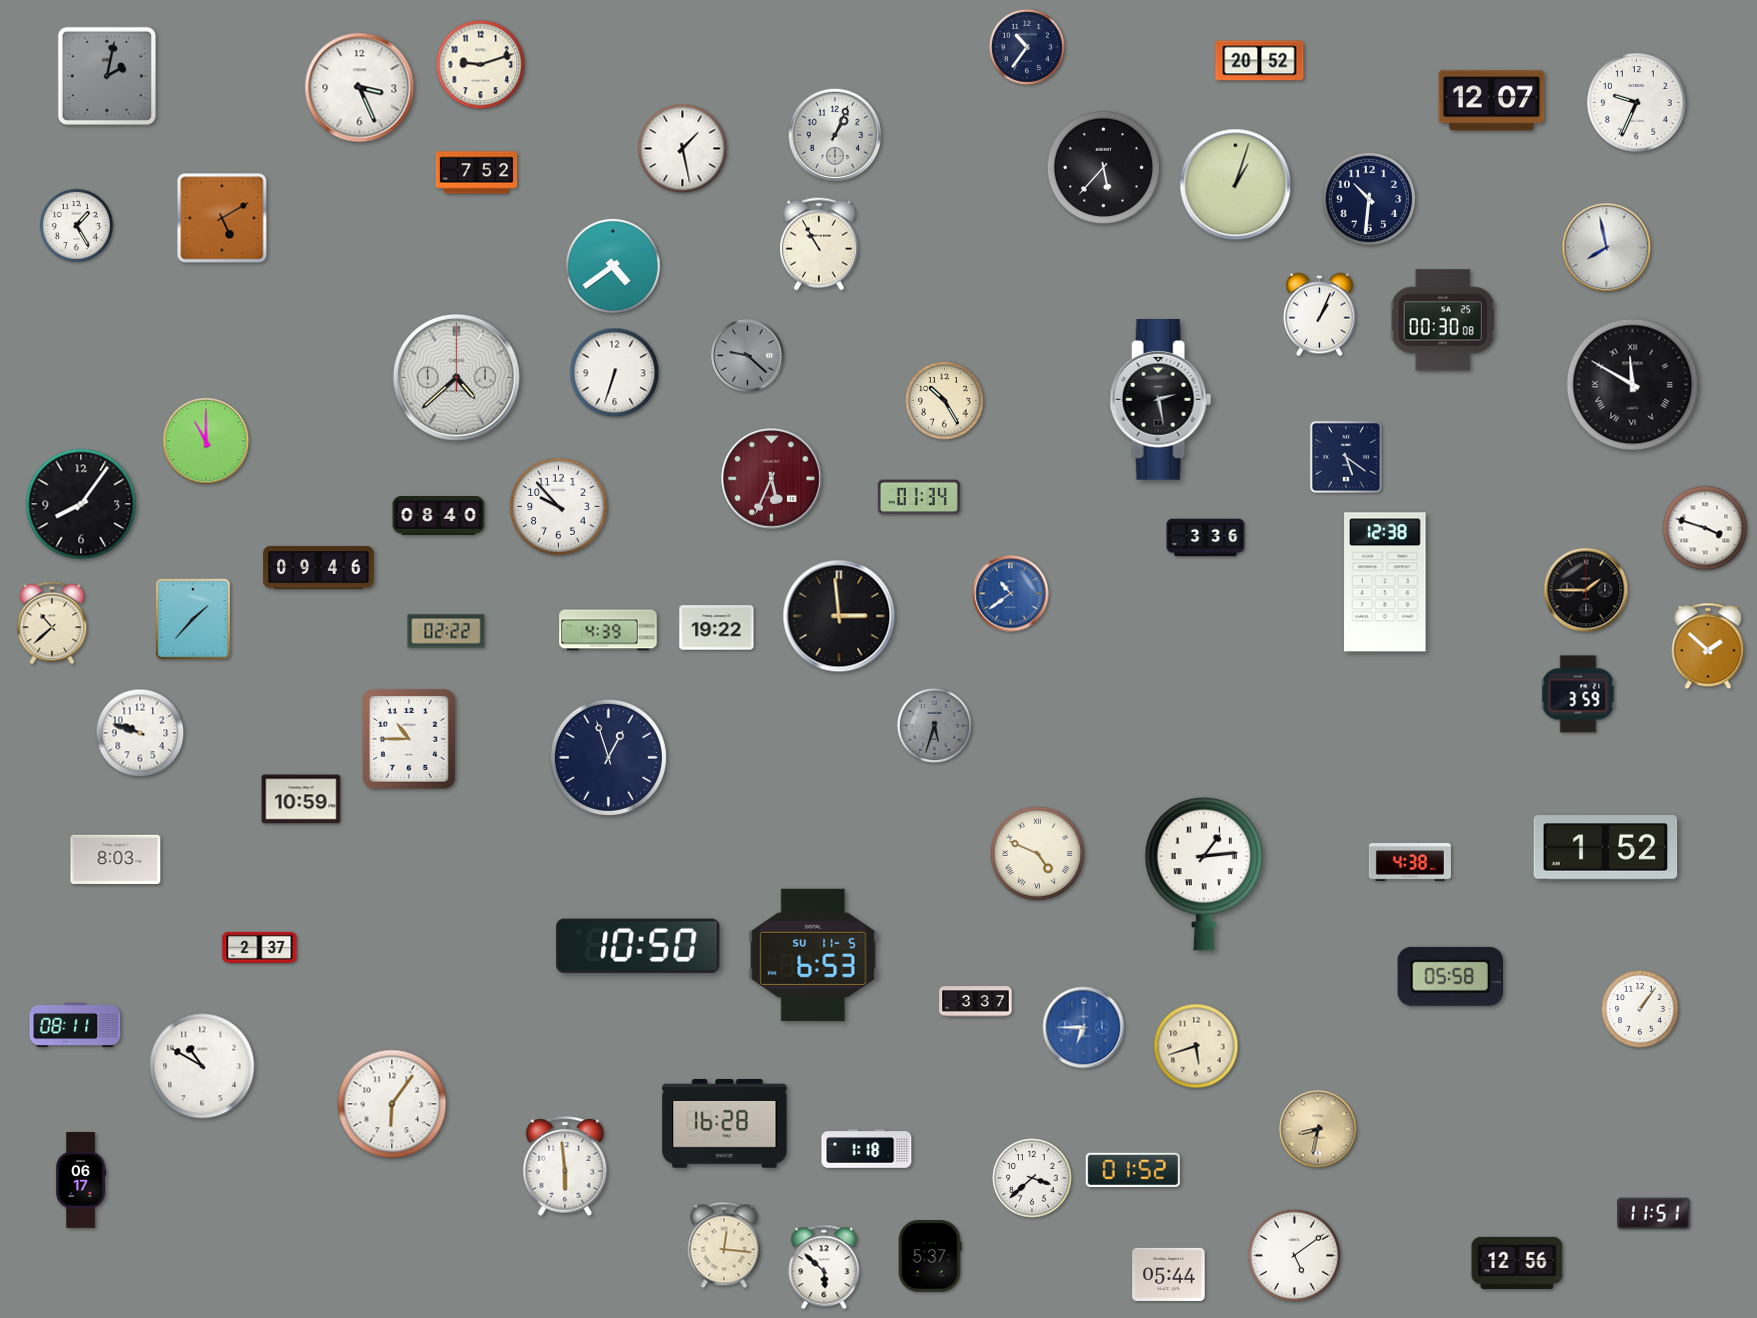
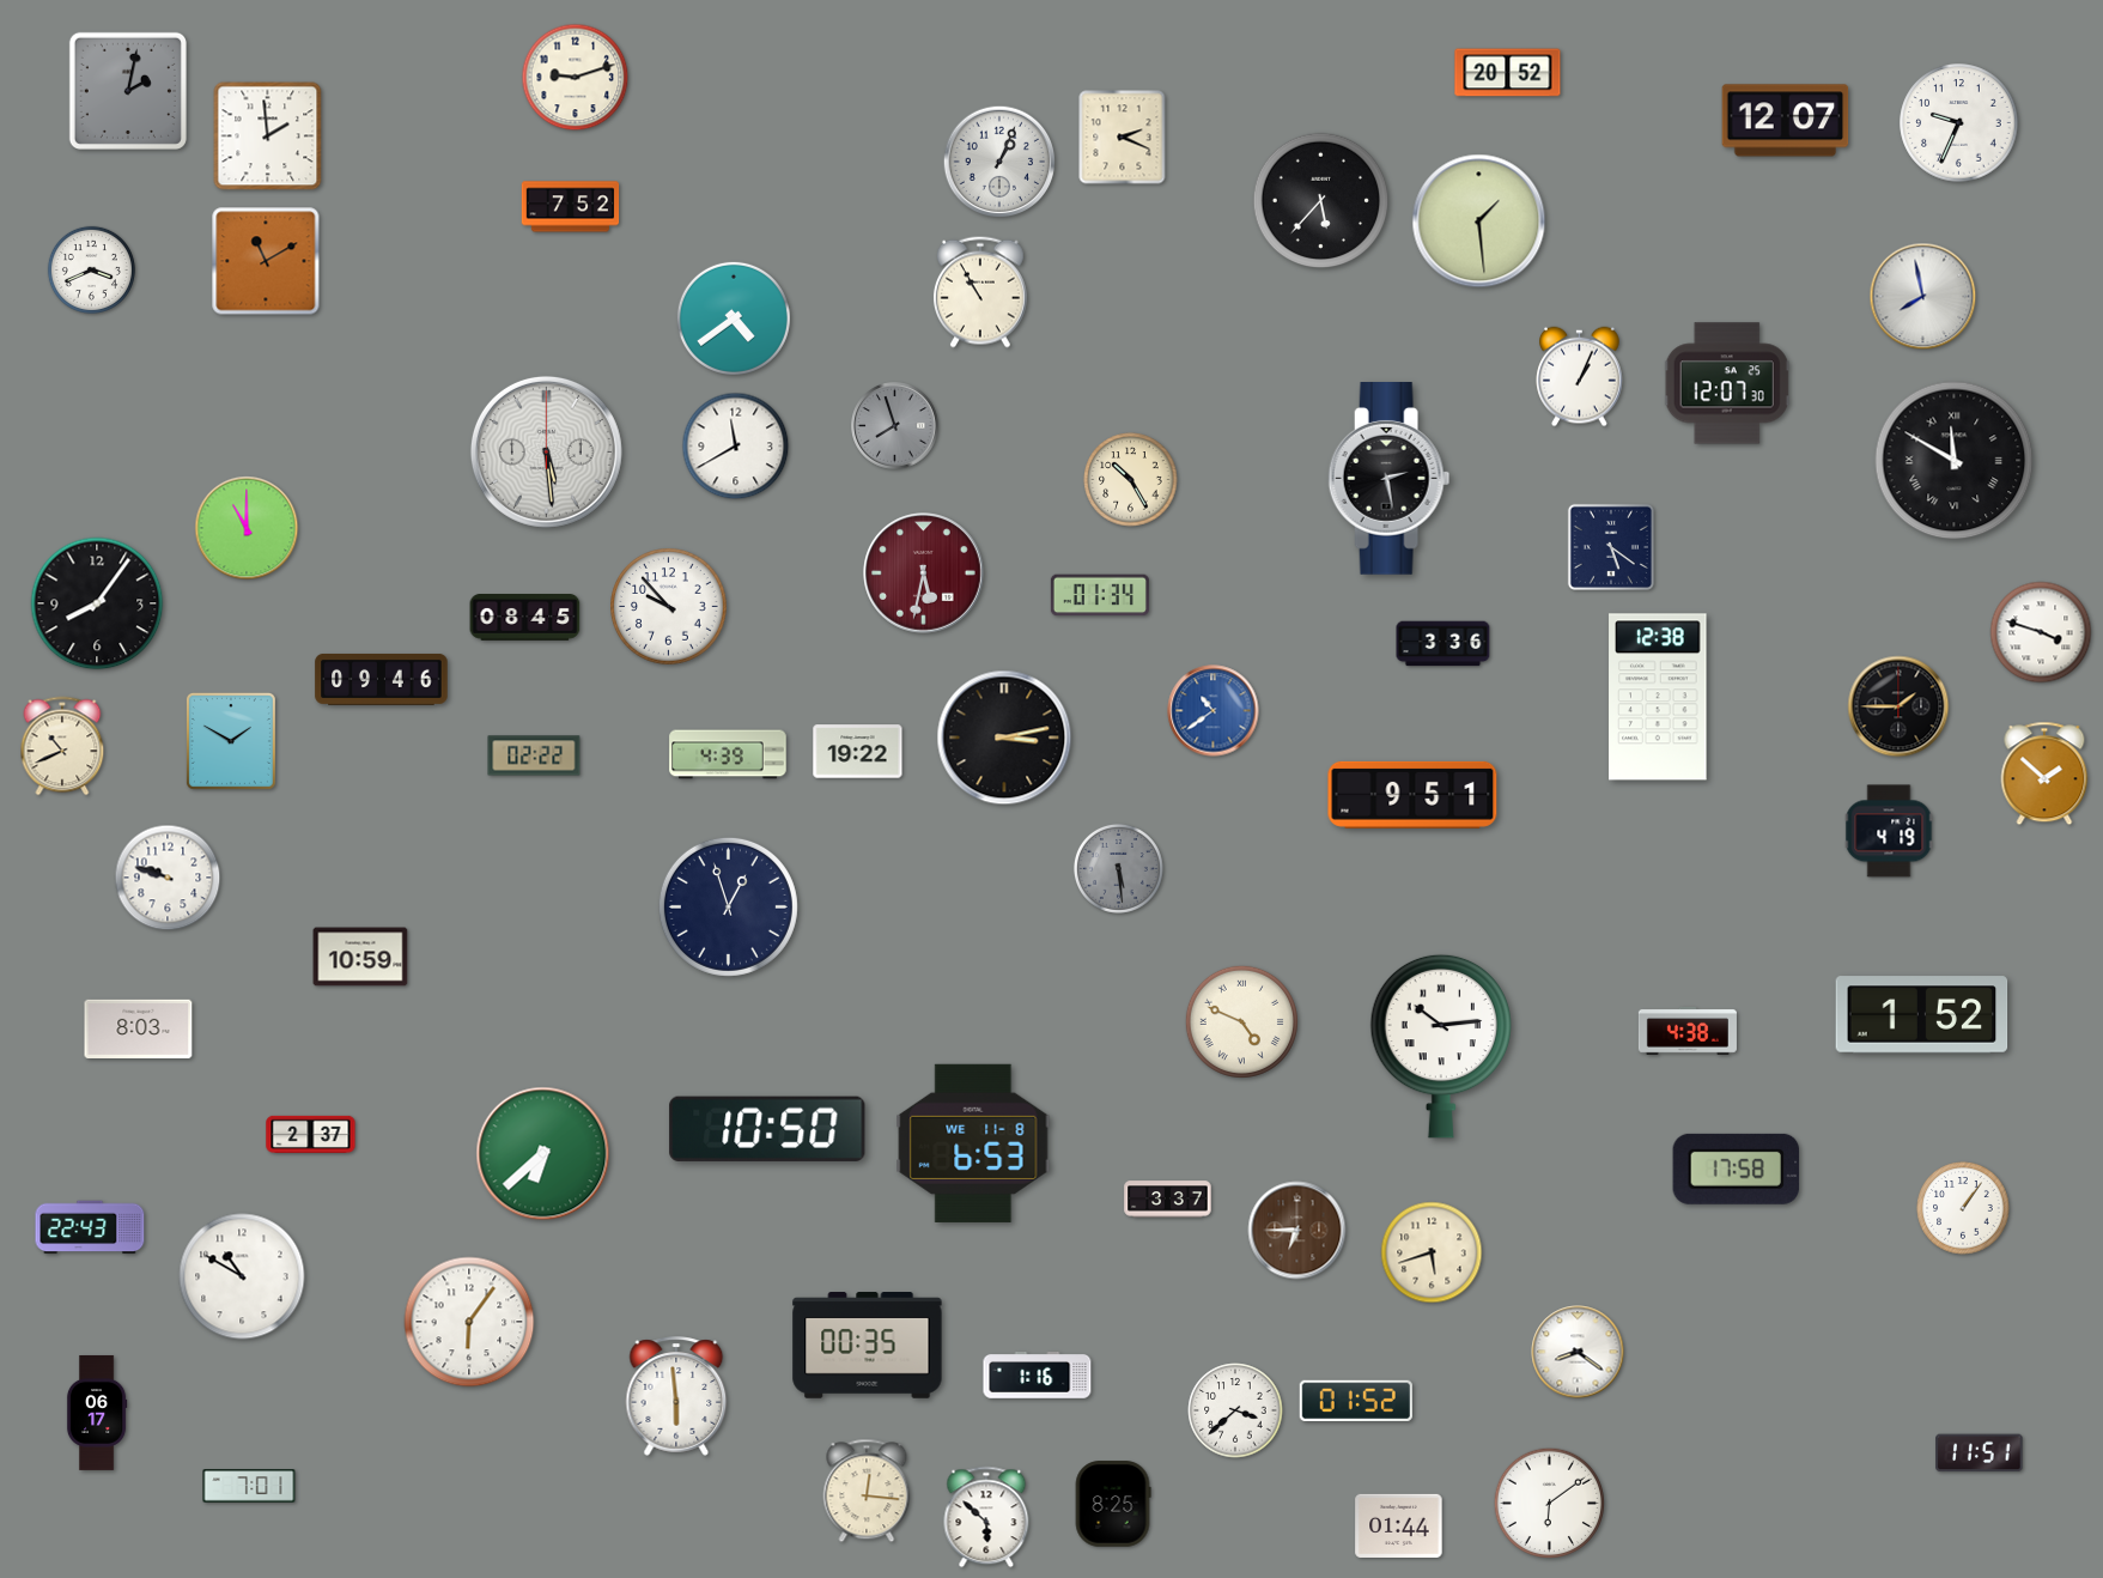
clock at (1028, 48): 10:36 -> none
clock at (360, 88): 3:26 -> none
clock at (268, 136): none -> 1:59
clock at (1123, 138): none -> 2:19
clock at (683, 149): 1:28 -> none
clock at (1236, 185): 1:03 -> 1:29
clock at (1368, 198): 10:31 -> none
clock at (222, 218): 5:10 -> 11:10
clock at (76, 225): 1:25 -> 3:41
clock at (1443, 320): 00:30 -> 12:07
clock at (748, 356): 9:22 -> 7:57
clock at (615, 373): 6:33 -> 11:40
clock at (456, 377): 4:38 -> 5:29
clock at (772, 479): 5:34 -> 5:32
clock at (439, 516): 08:40 -> 08:45
clock at (1011, 594) position: (1011, 594) -> (1214, 711)
clock at (839, 616): 2:59 -> 3:13
clock at (193, 619): 1:37 -> 1:50
clock at (52, 623): 10:38 -> 10:41
clock at (1412, 795): none -> 9:51
clock at (1578, 694): 3:59 -> 4:19
clock at (934, 725): 5:33 -> 5:29
clock at (410, 740): 10:45 -> none
clock at (1203, 874): 1:14 -> 10:14
clock at (638, 946) position: (638, 946) -> (767, 1129)
clock at (813, 955) date: SU 11-5 -> WE 11-8
clock at (543, 1154): none -> 6:38
clock at (1451, 976): 05:58 -> 17:58
clock at (75, 1025): 08:11 -> 22:43
clock at (1084, 1028) dial: blue -> brown
clock at (725, 1124): 16:28 -> 00:35
clock at (1318, 1129): 8:32 -> 8:21
clock at (1318, 1129) dial: champagne -> white
clock at (867, 1149): 1:18 -> 1:16
clock at (249, 1486): none -> 7:01
clock at (930, 1256): 5:37 -> 8:25
clock at (1295, 1256): 5:09 -> 6:09
clock at (1517, 1263): 12:56 -> none
clock at (1169, 1274): 05:44 -> 01:44
